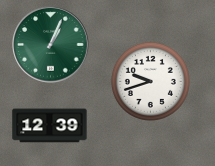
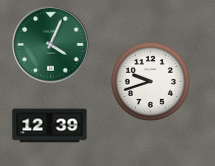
clock at (51, 45): 1:04 -> 4:04
